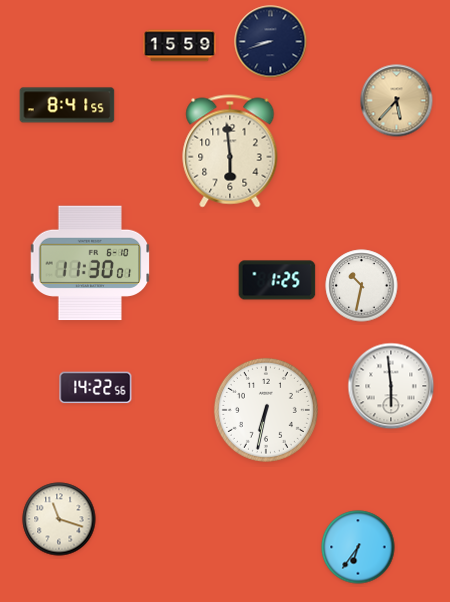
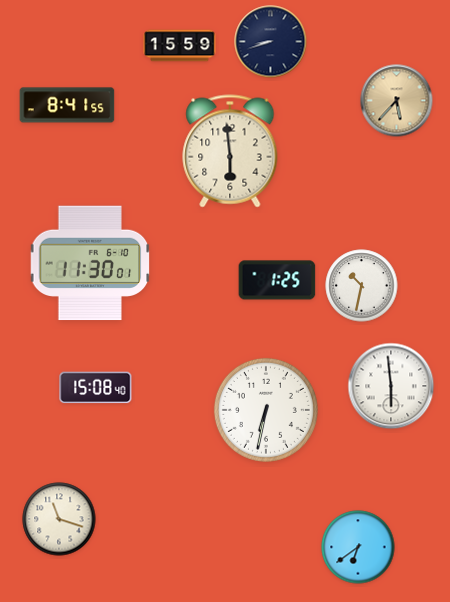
clock at (96, 388): 14:22 -> 15:08
clock at (358, 547): 6:36 -> 6:39
